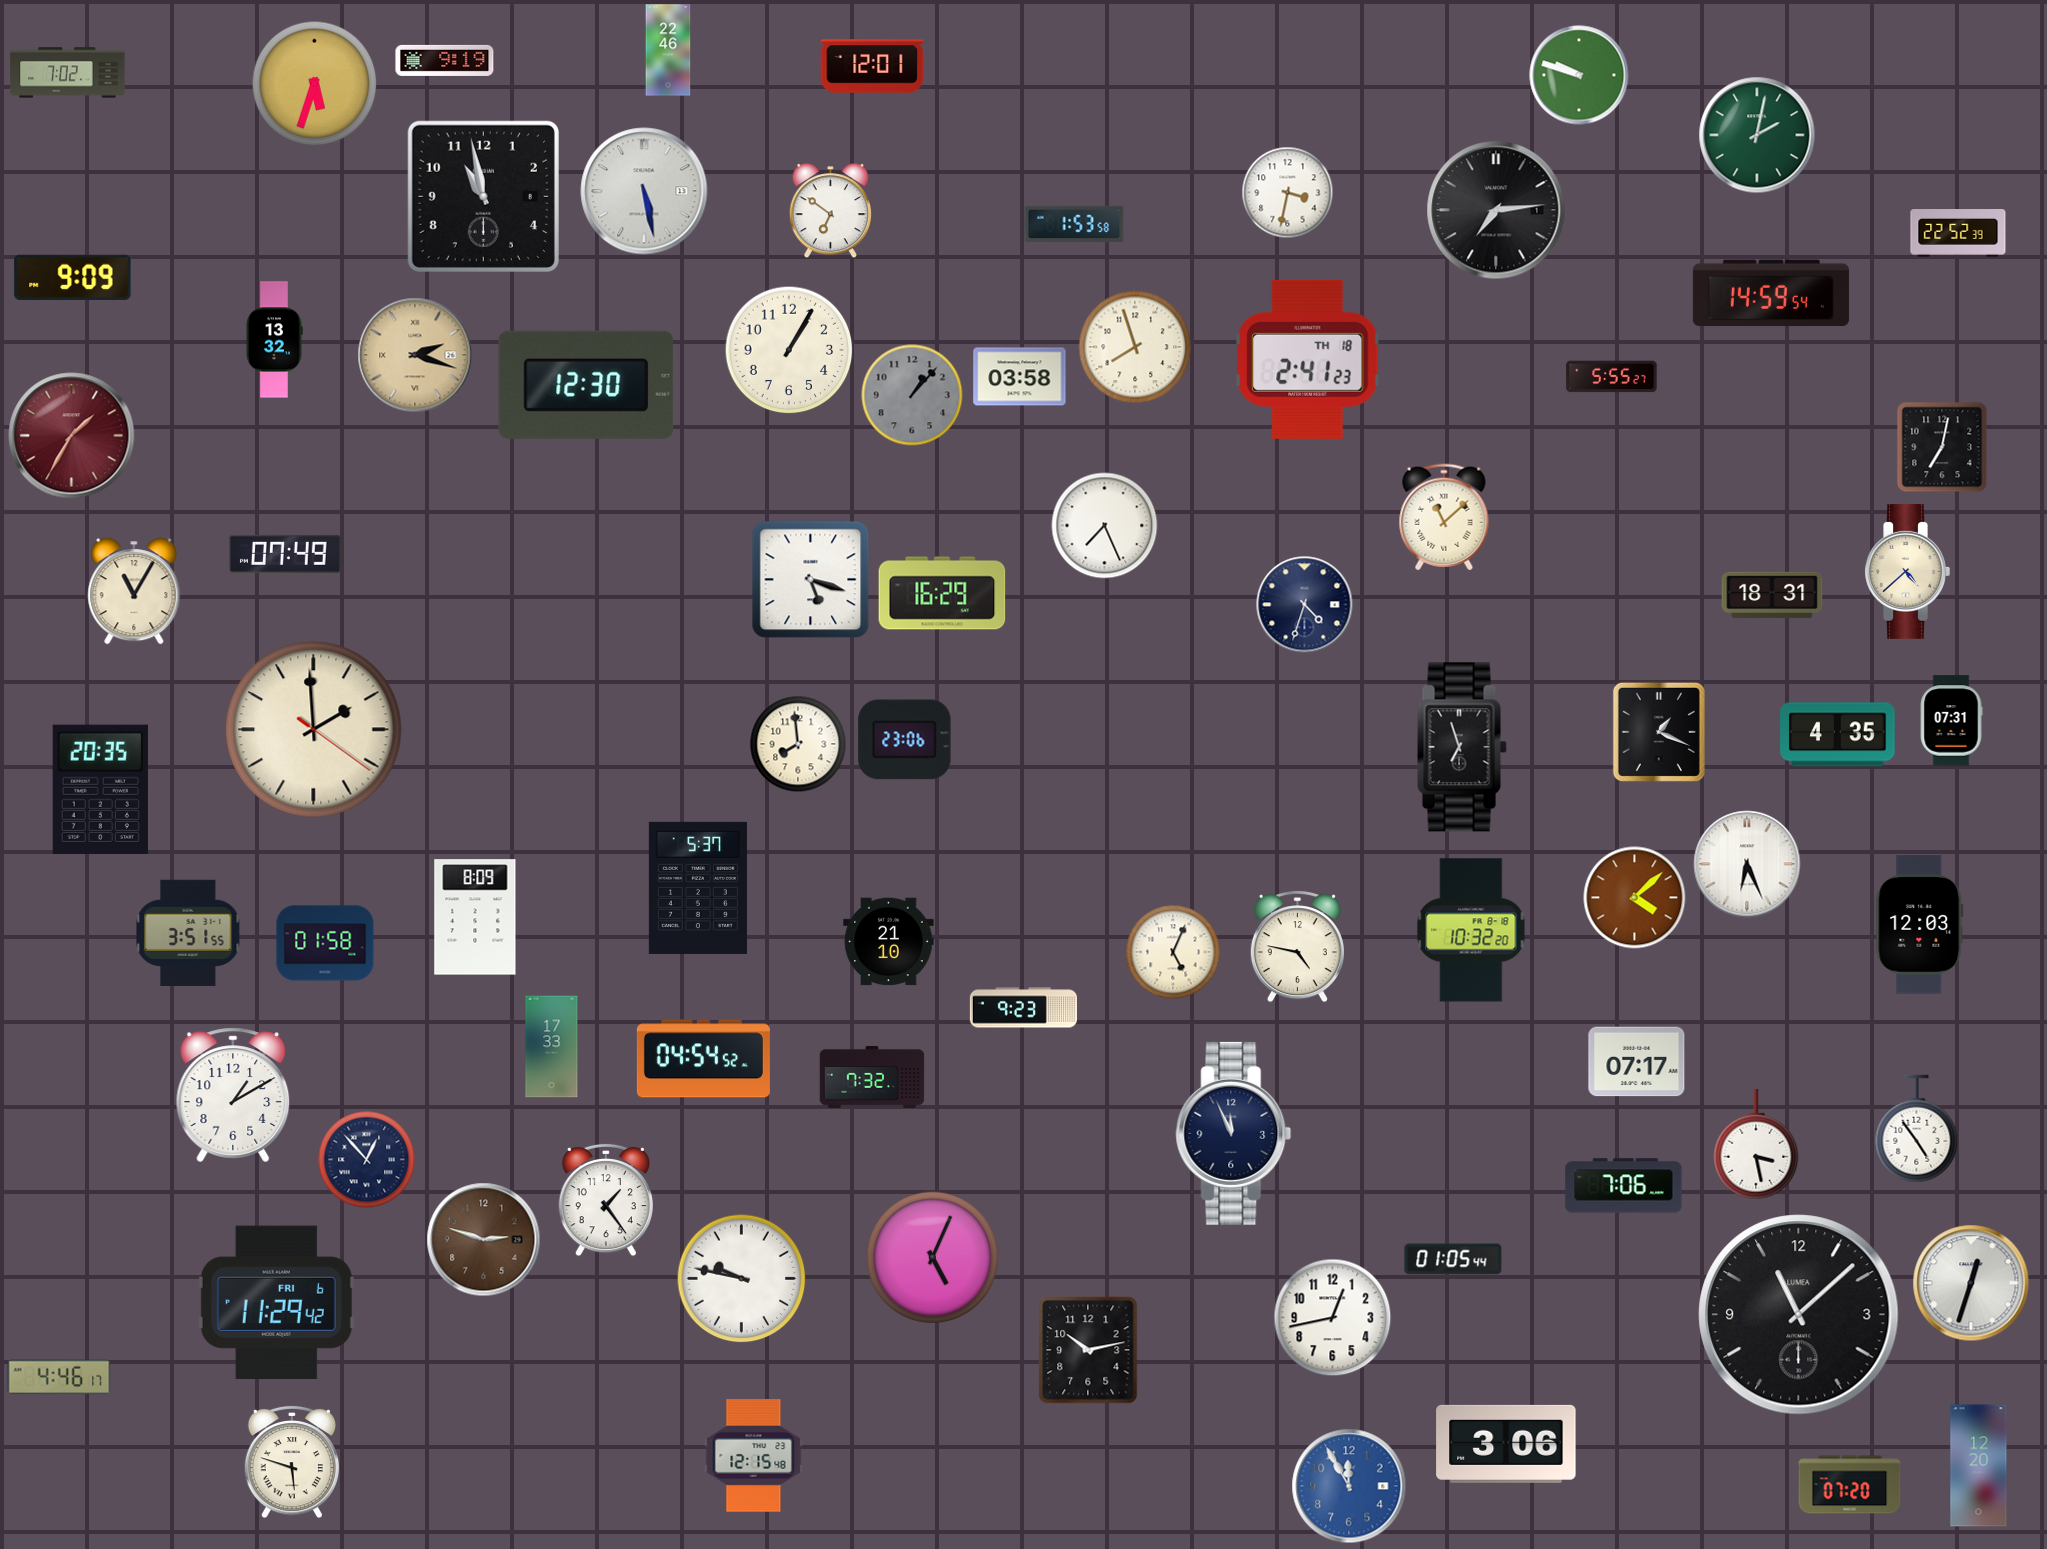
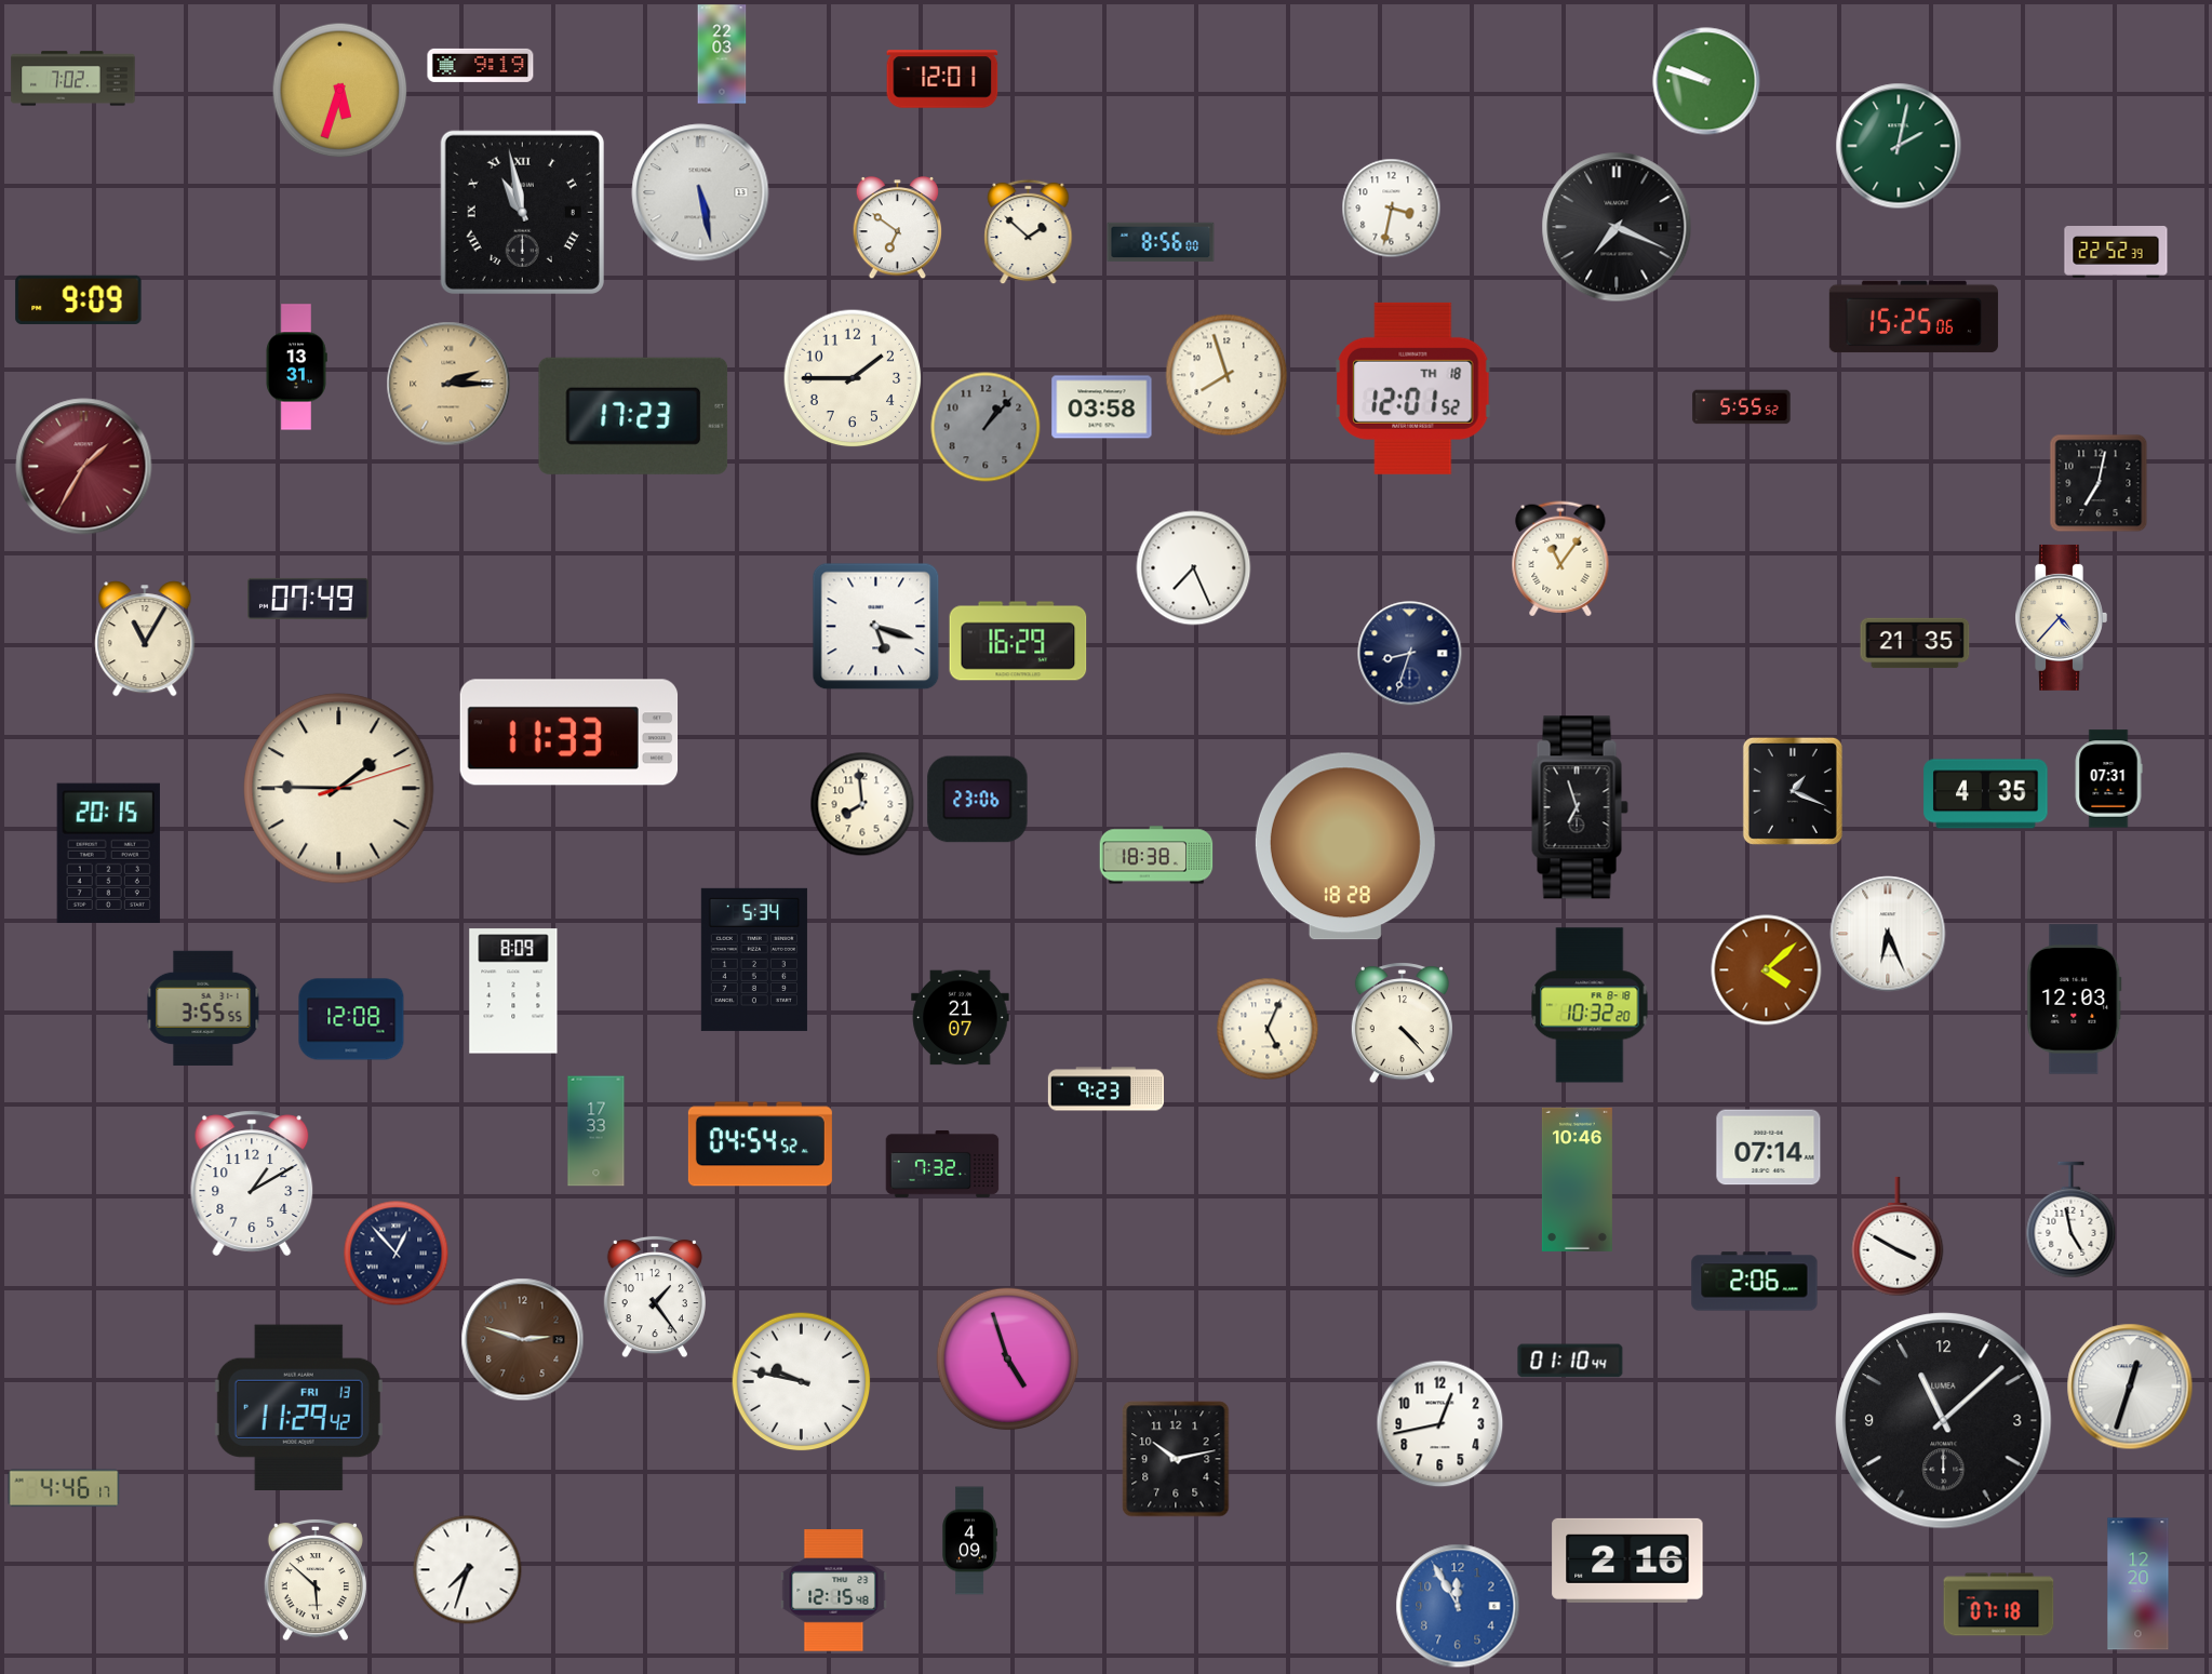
clock at (668, 50): 22:46 -> 22:03
clock at (872, 66) position: (872, 66) -> (942, 79)
clock at (644, 191) position: (644, 191) -> (700, 192)
clock at (483, 196) numerals: Arabic -> Roman
clock at (1496, 210): 7:14 -> 7:19
clock at (1029, 232): none -> 1:52
clock at (1074, 224): 1:53 -> 8:56
clock at (1771, 293): 14:59 -> 15:25
clock at (274, 340): 13:32 -> 13:31
clock at (789, 350): 1:05 -> 1:45
clock at (415, 355): 2:18 -> 2:15
clock at (1308, 359): 2:41 -> 12:01
clock at (1612, 377): 5:55:27 -> 5:55:52
clock at (586, 385): 12:30 -> 17:23
clock at (72, 436) position: (72, 436) -> (84, 467)
clock at (1444, 517): 11:08 -> 11:06
clock at (1907, 571): 4:38 -> 4:37
clock at (1772, 595): 18:31 -> 21:35
clock at (1305, 605): 4:33 -> 8:33
clock at (569, 733): none -> 11:33
clock at (314, 730): 1:59 -> 1:45
clock at (1345, 846): none -> 18:28
clock at (100, 789): 20:35 -> 20:15
clock at (1156, 855): none -> 18:38
clock at (698, 888): 5:37 -> 5:34
clock at (188, 932): 3:51 -> 3:55
clock at (889, 942): 21:10 -> 21:07
clock at (325, 943): 01:58 -> 12:08
clock at (1297, 947): 4:47 -> 4:23
clock at (1637, 1062): 07:17 -> 07:14
clock at (1577, 1179): none -> 10:46
clock at (1917, 1129): 4:54 -> 4:58
clock at (1234, 1133): 11:56 -> none
clock at (1756, 1144): 3:28 -> 3:50
clock at (1624, 1186): 7:06 -> 2:06
clock at (933, 1258): 5:04 -> 4:57
clock at (1453, 1259): 01:05 -> 01:10
clock at (276, 1302) date: FRI 6 -> FRI 13
clock at (970, 1541): none -> 4:09
clock at (1506, 1444): 3:06 -> 2:16
clock at (468, 1570): none -> 7:33
clock at (754, 1456) position: (754, 1456) -> (834, 1591)
clock at (292, 1462): 5:48 -> 5:52
clock at (1850, 1485): 07:20 -> 07:18
